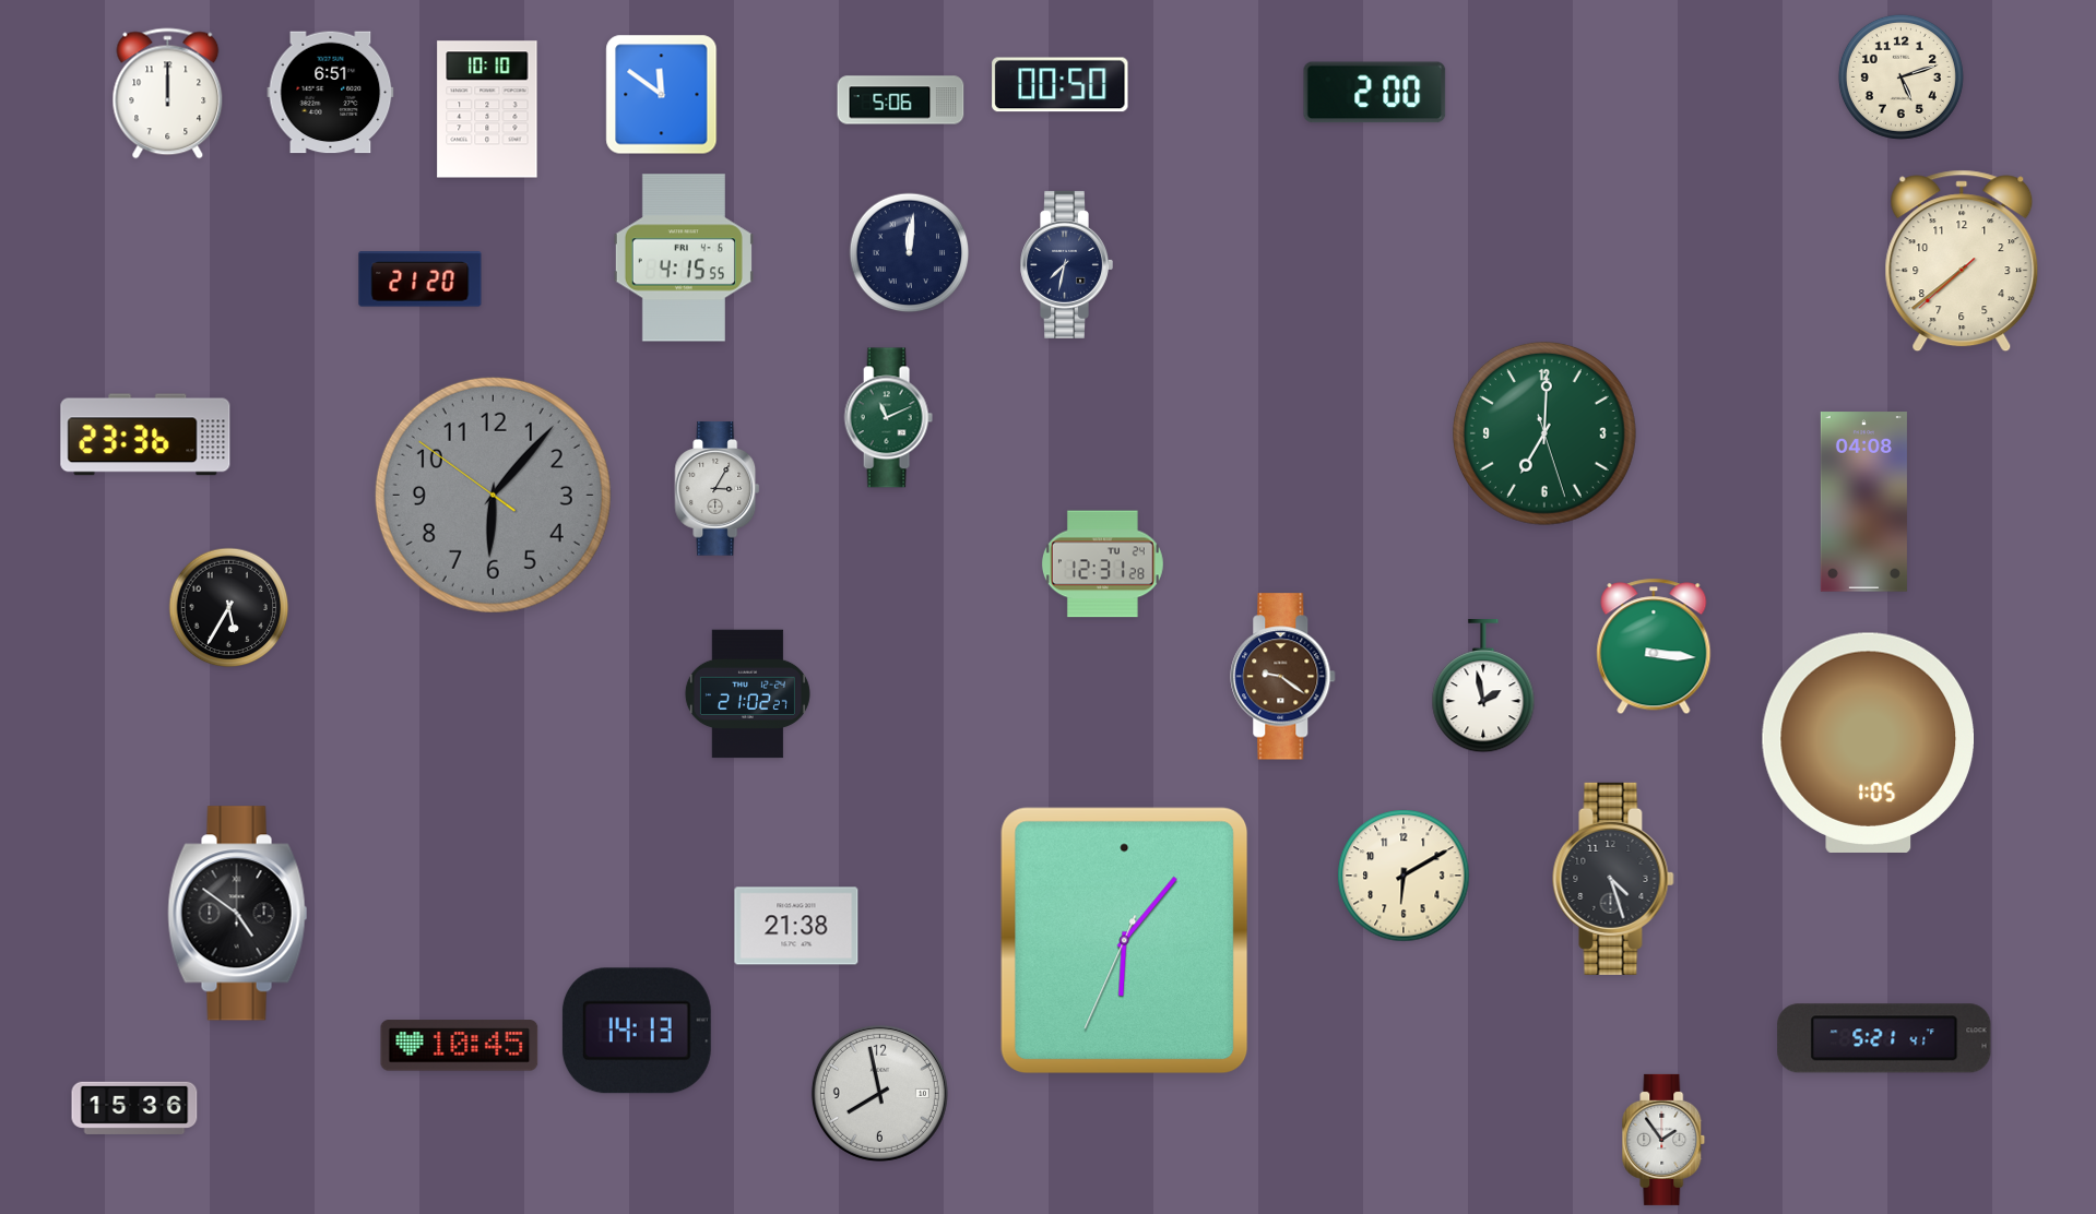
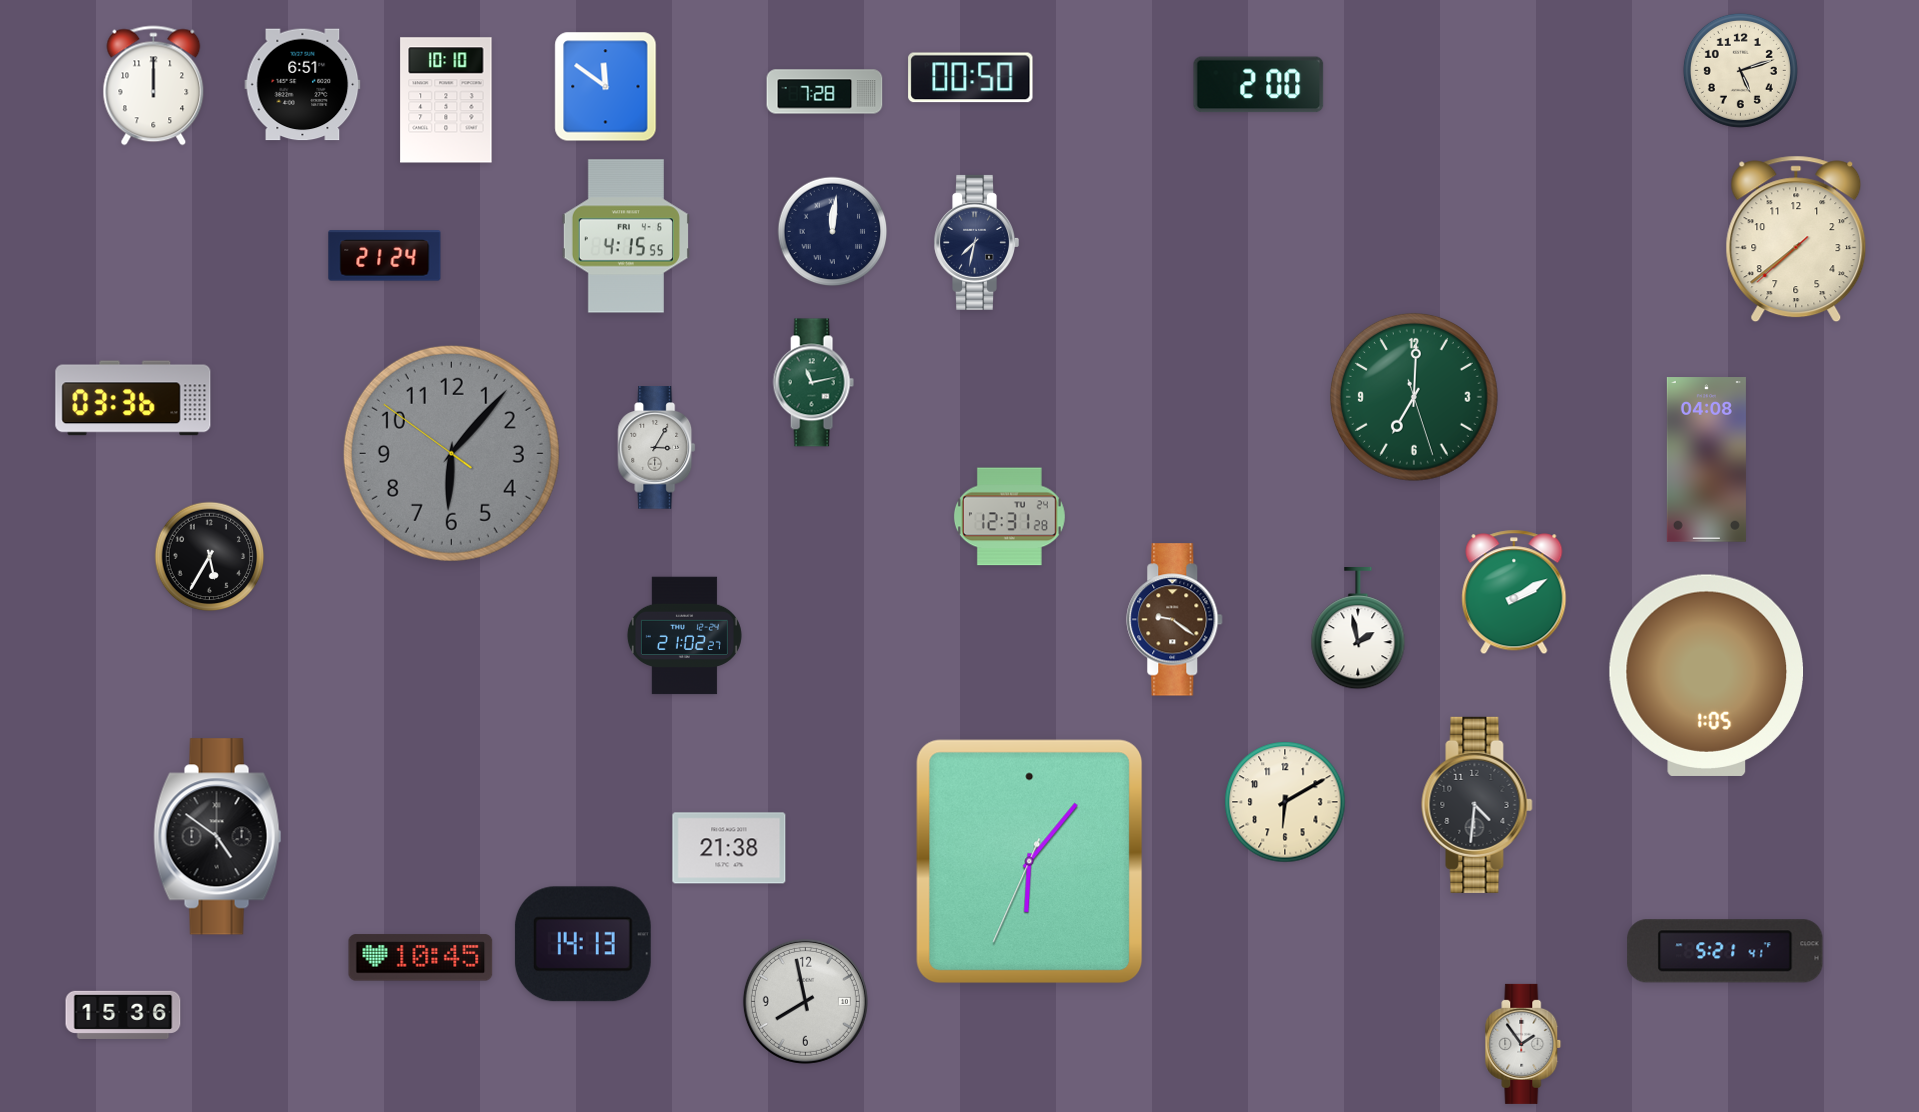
clock at (901, 100): 5:06 -> 7:28
clock at (421, 279): 21:20 -> 21:24
clock at (888, 418): 11:11 -> 11:13
clock at (145, 435): 23:36 -> 03:36
clock at (1654, 646): 3:16 -> 2:10
clock at (1868, 742) position: (1868, 742) -> (1706, 675)
clock at (1613, 879): 4:27 -> 4:31
